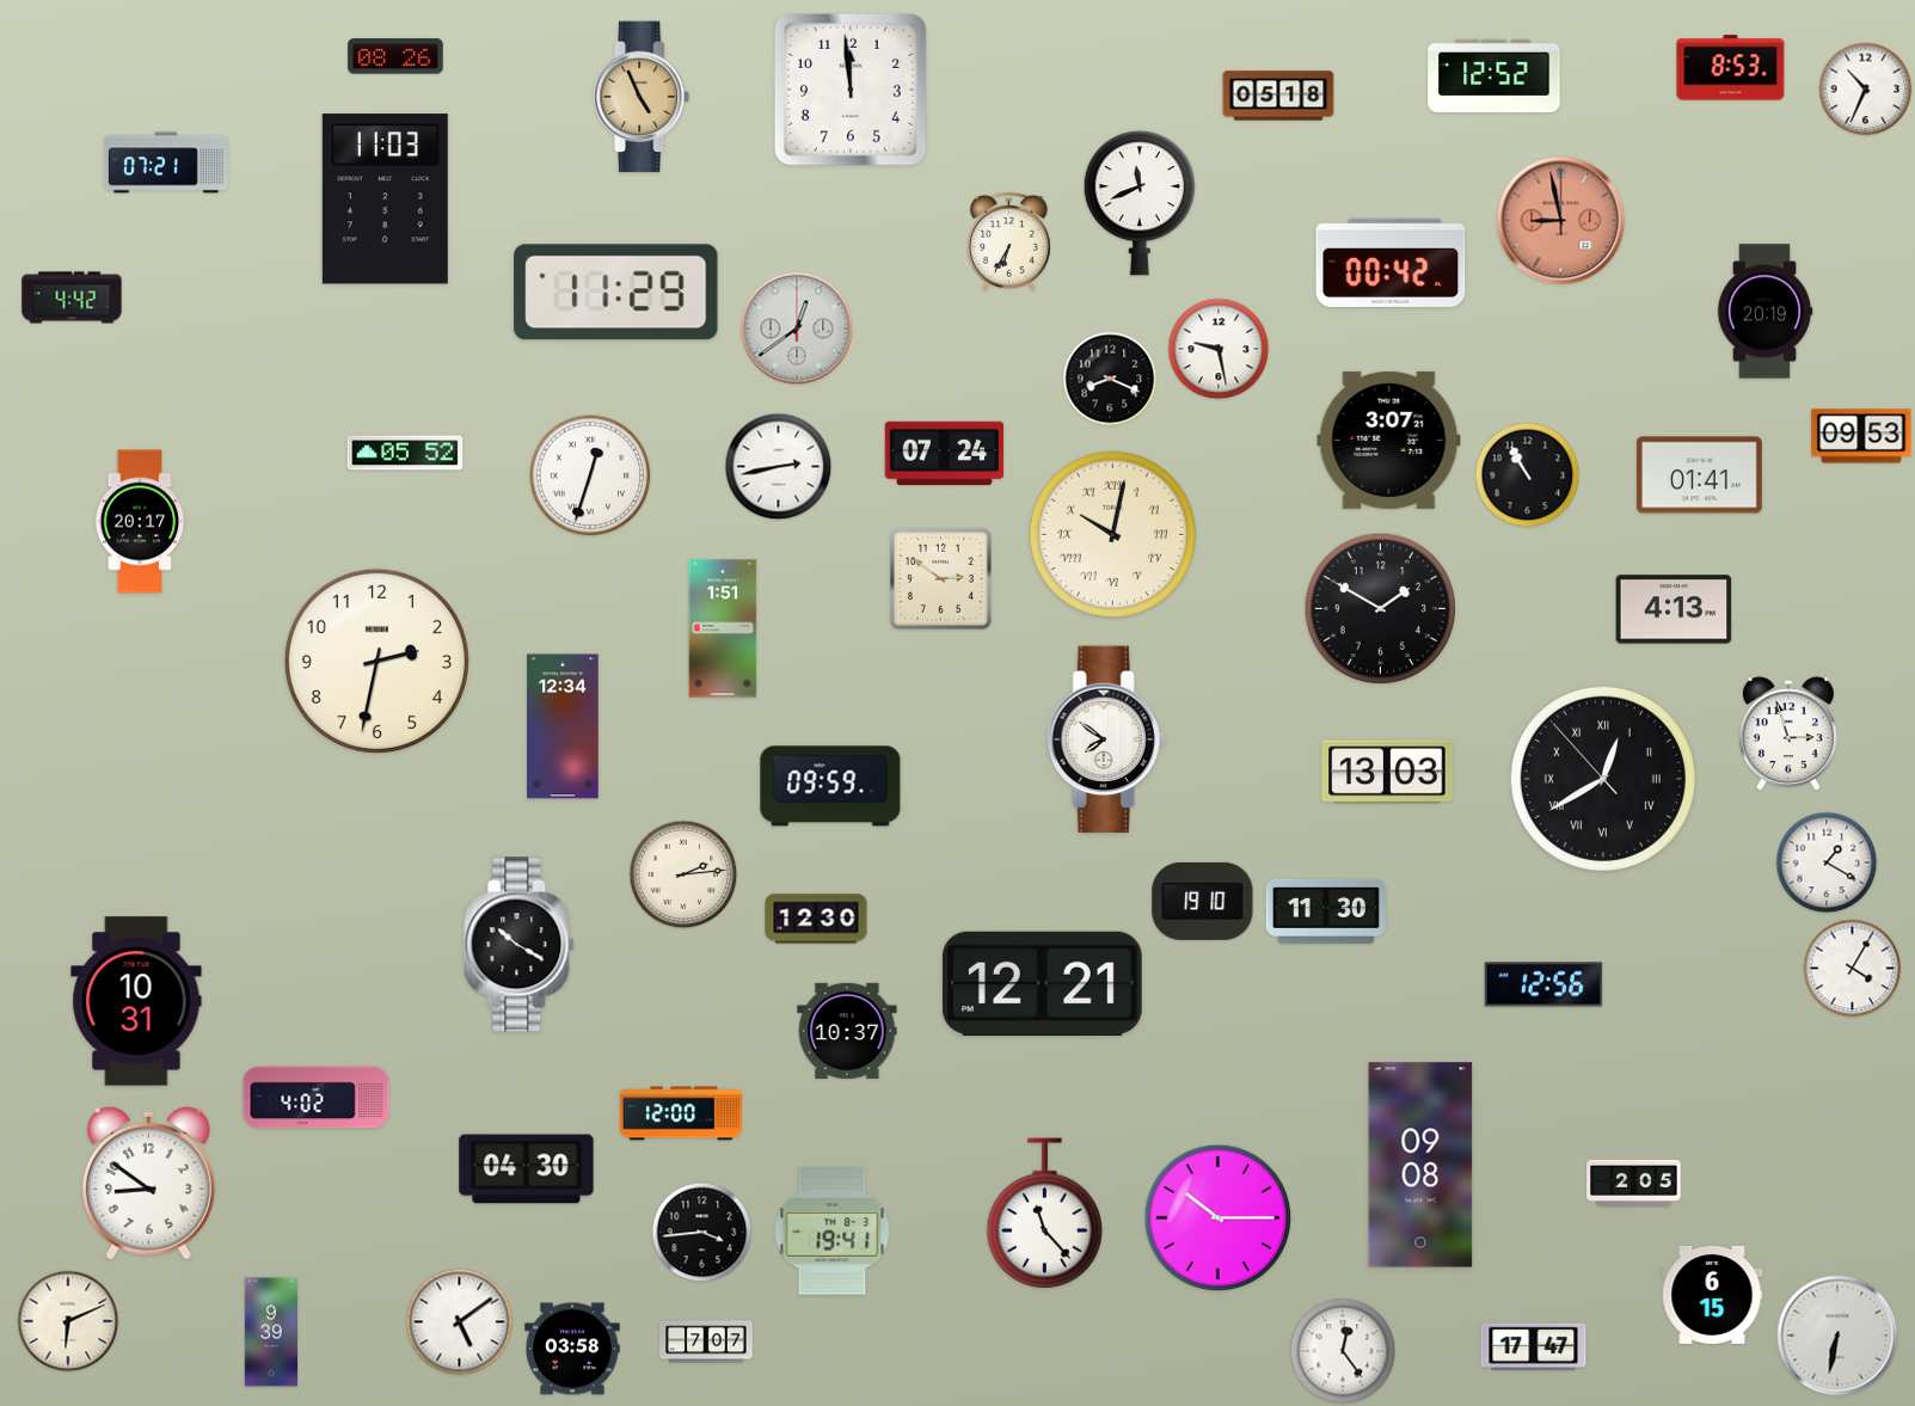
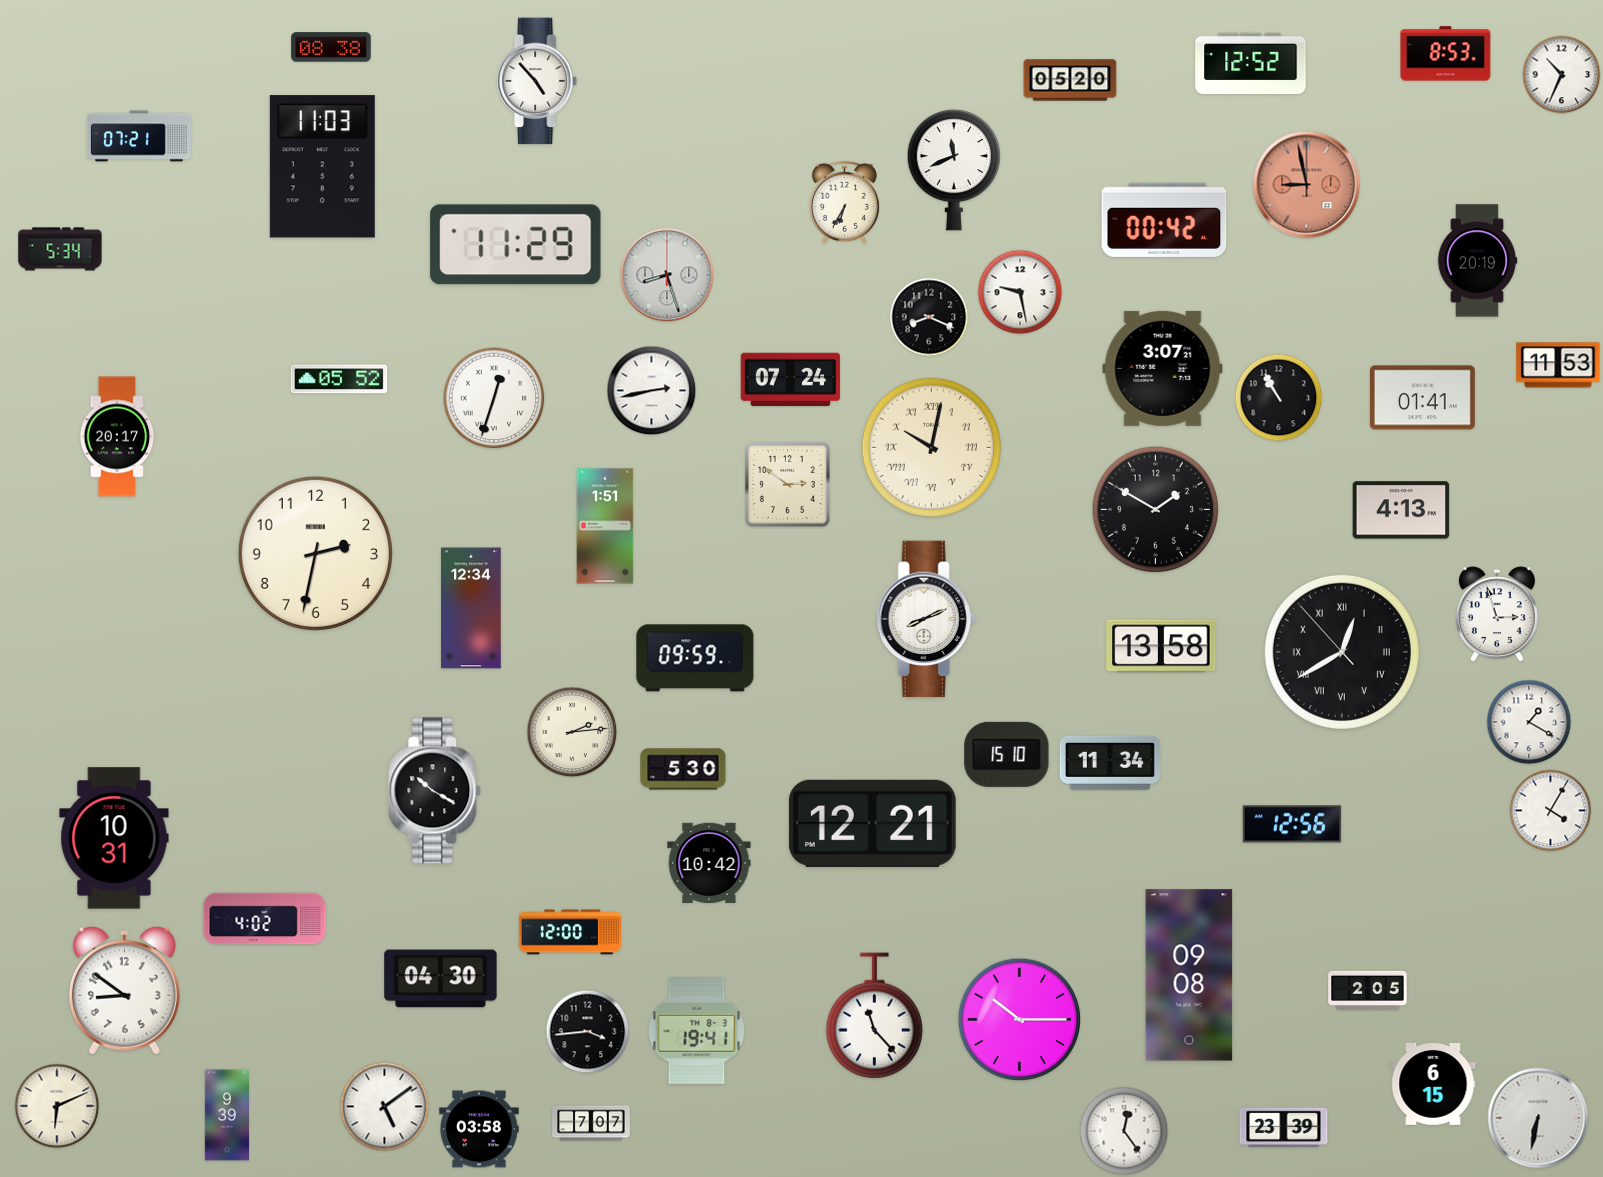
clock at (395, 56): 08:26 -> 08:38
clock at (1731, 68) position: (1731, 68) -> (1446, 54)
clock at (851, 90): 11:59 -> none
clock at (1278, 96): 05:18 -> 05:20
clock at (643, 97): 4:56 -> 4:53
clock at (643, 97) dial: champagne -> white
clock at (72, 297): 4:42 -> 5:34
clock at (797, 329): 12:39 -> 8:27
clock at (1861, 436): 09:53 -> 11:53
clock at (1106, 739): 7:51 -> 8:11
clock at (1387, 772): 13:03 -> 13:58
clock at (1203, 901): 19:10 -> 15:10
clock at (1326, 911): 11:30 -> 11:34
clock at (816, 919): 12:30 -> 5:30
clock at (847, 1031): 10:37 -> 10:42
clock at (1534, 1346): 17:47 -> 23:39
